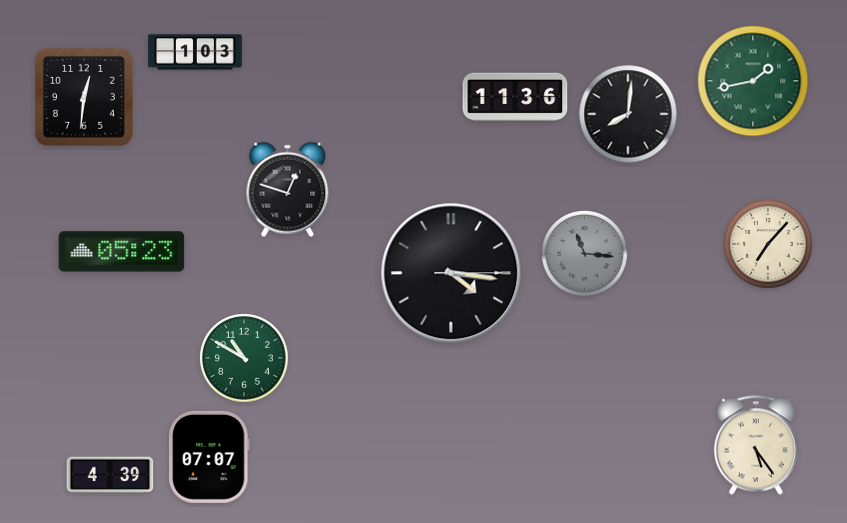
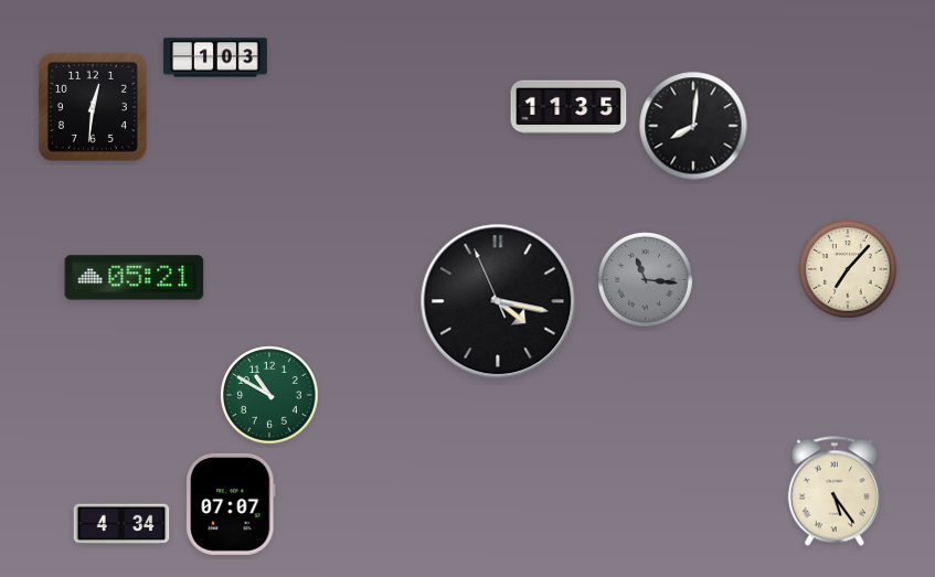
clock at (753, 81): 1:43 -> none
clock at (515, 97): 11:36 -> 11:35
clock at (288, 190): 12:48 -> none
clock at (122, 252): 05:23 -> 05:21
clock at (451, 273): 4:16:15 -> 4:16:56
clock at (110, 475): 4:39 -> 4:34
